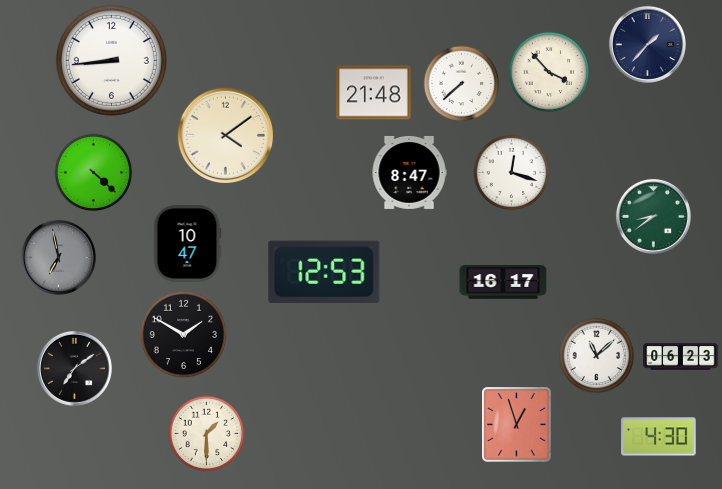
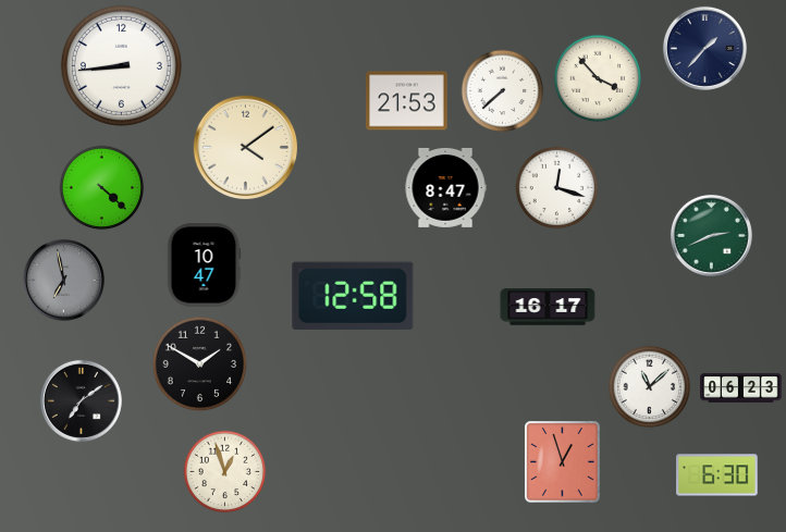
clock at (374, 93): 21:48 -> 21:53
clock at (653, 216): 8:39 -> 2:41
clock at (324, 271): 12:53 -> 12:58
clock at (207, 434): 1:30 -> 12:57
clock at (659, 437): 4:30 -> 6:30
